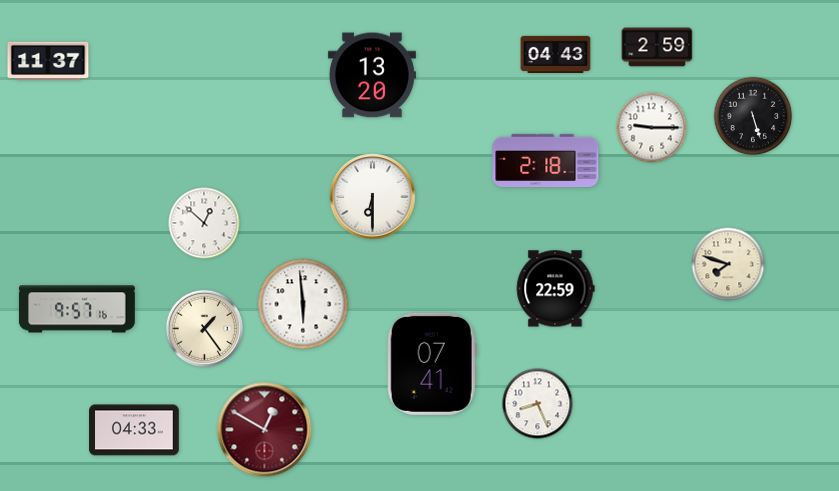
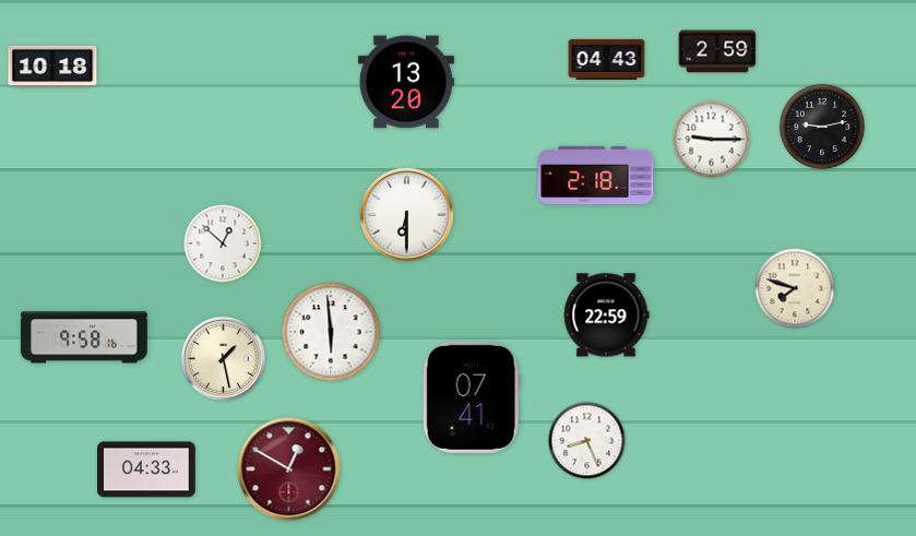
clock at (48, 61): 11:37 -> 10:18
clock at (753, 116): 5:27 -> 9:13
clock at (77, 309): 9:57 -> 9:58
clock at (204, 328): 1:24 -> 1:28
